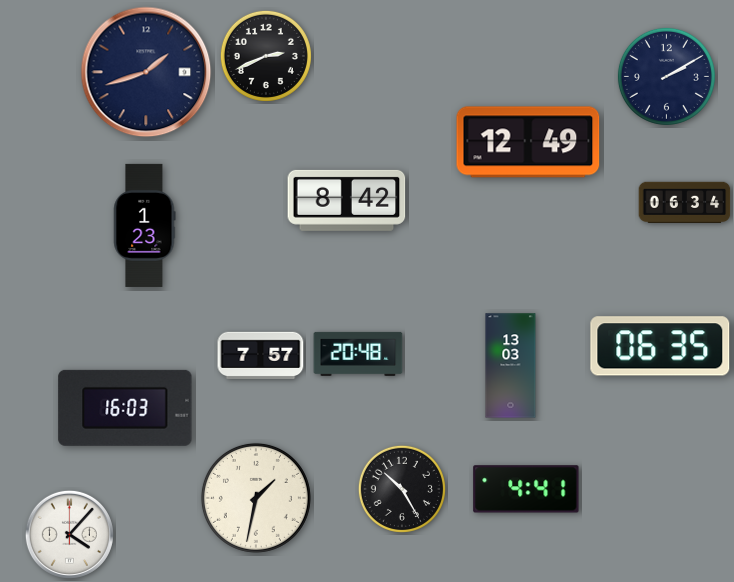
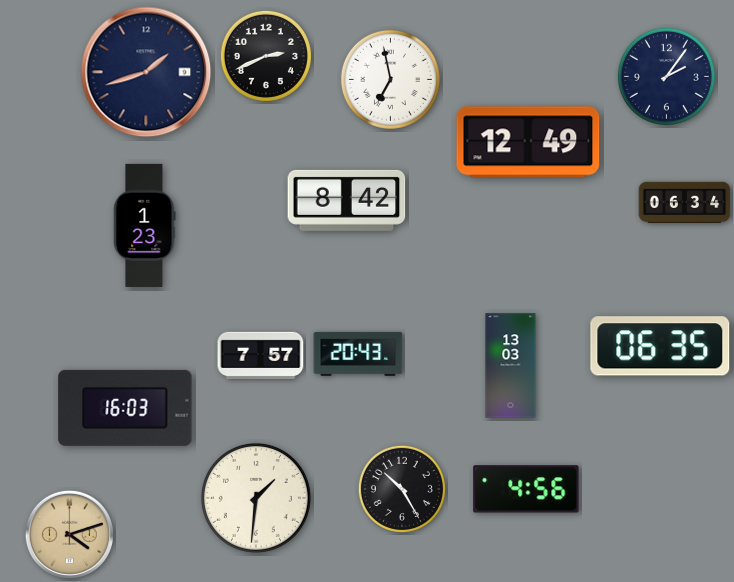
clock at (666, 76): 2:10 -> 2:06
clock at (390, 79): none -> 6:58
clock at (358, 354): 20:48 -> 20:43
clock at (526, 489): 4:41 -> 4:56
clock at (256, 498): 1:32 -> 1:31
clock at (69, 534): 4:07 -> 4:12
clock at (69, 534) dial: white -> champagne
